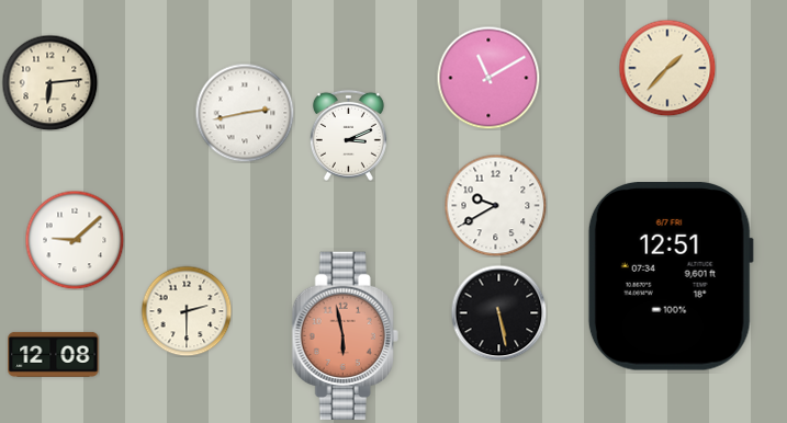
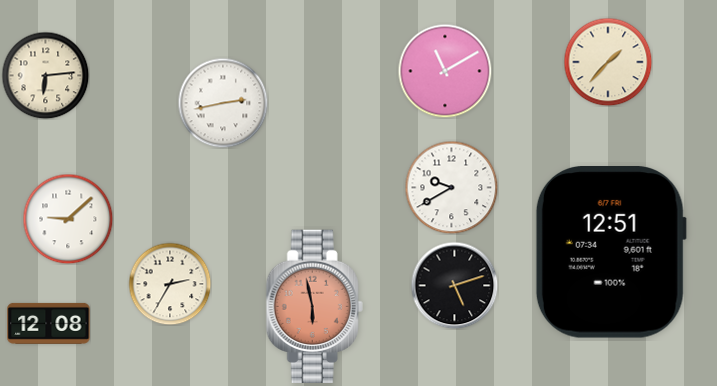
clock at (348, 135): 3:11 -> none
clock at (187, 311): 2:30 -> 2:35
clock at (498, 312): 5:28 -> 5:12
